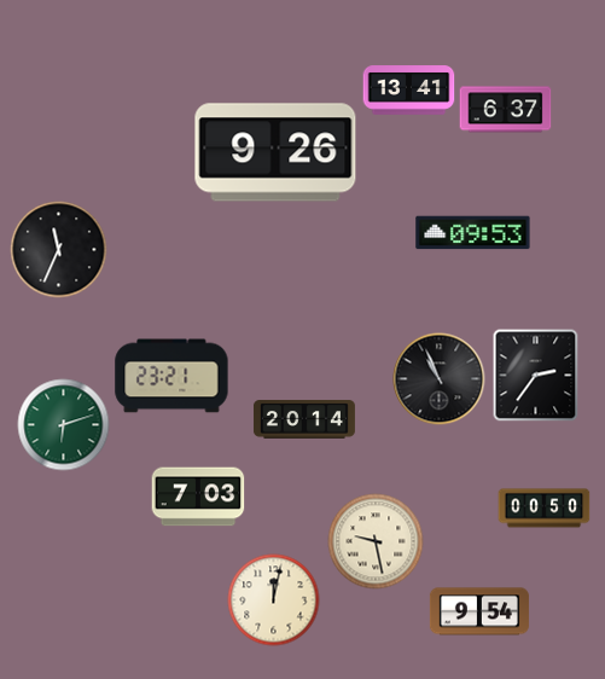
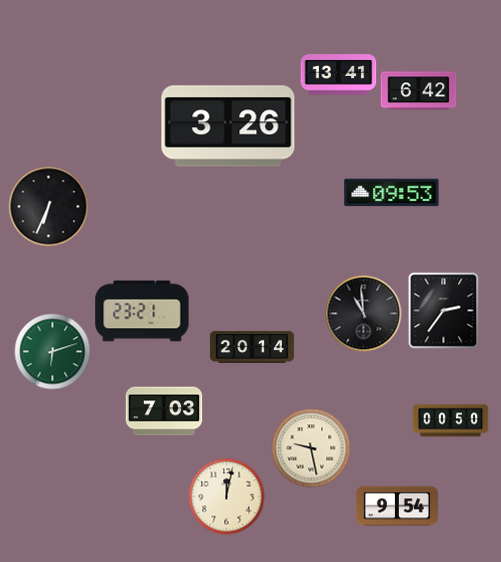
clock at (506, 110): 6:37 -> 6:42
clock at (275, 152): 9:26 -> 3:26
clock at (59, 250): 11:34 -> 6:34
clock at (440, 379): 10:56 -> 10:59
